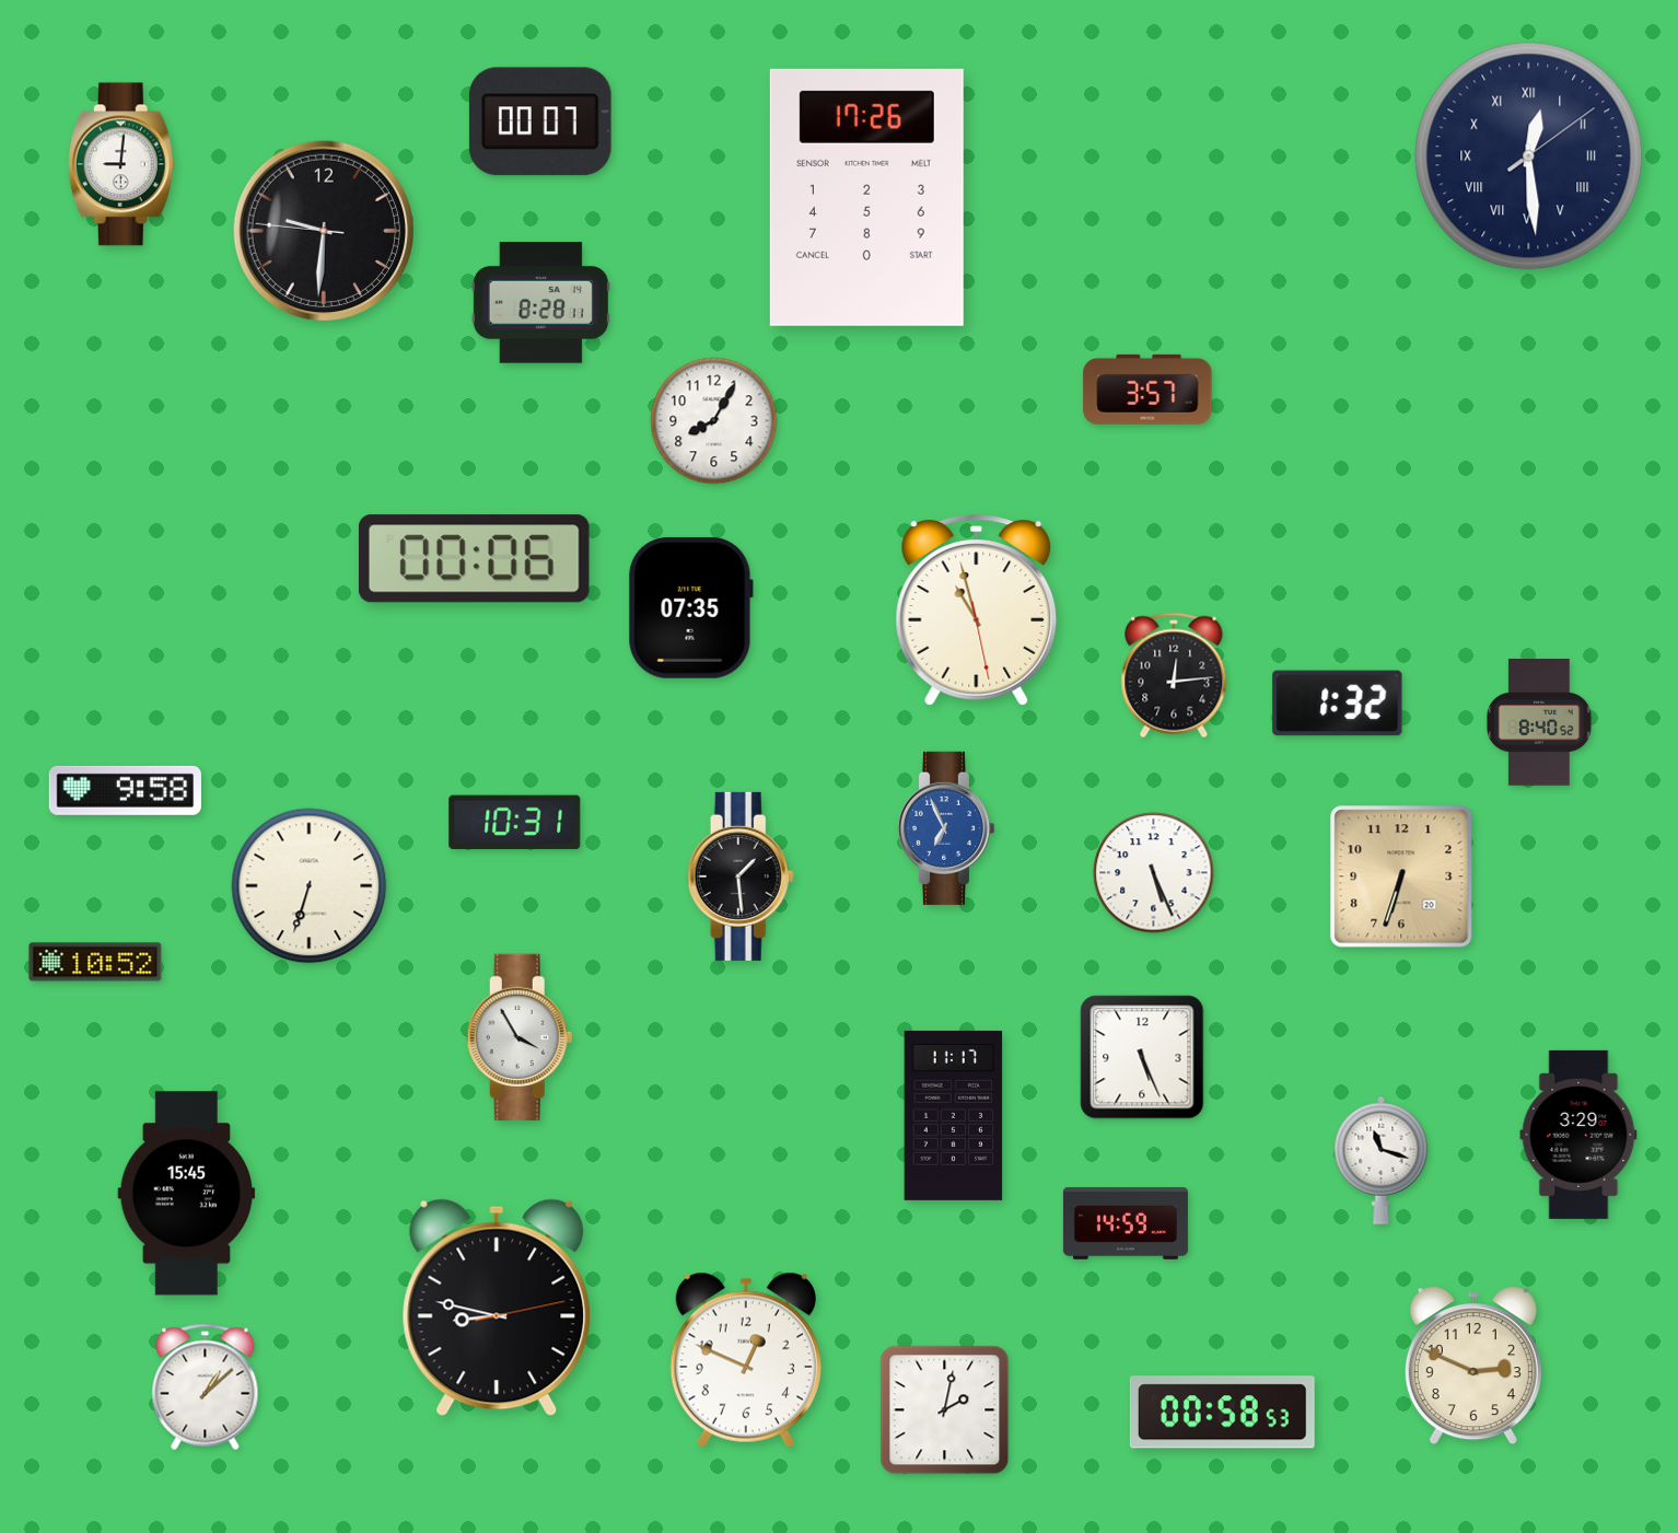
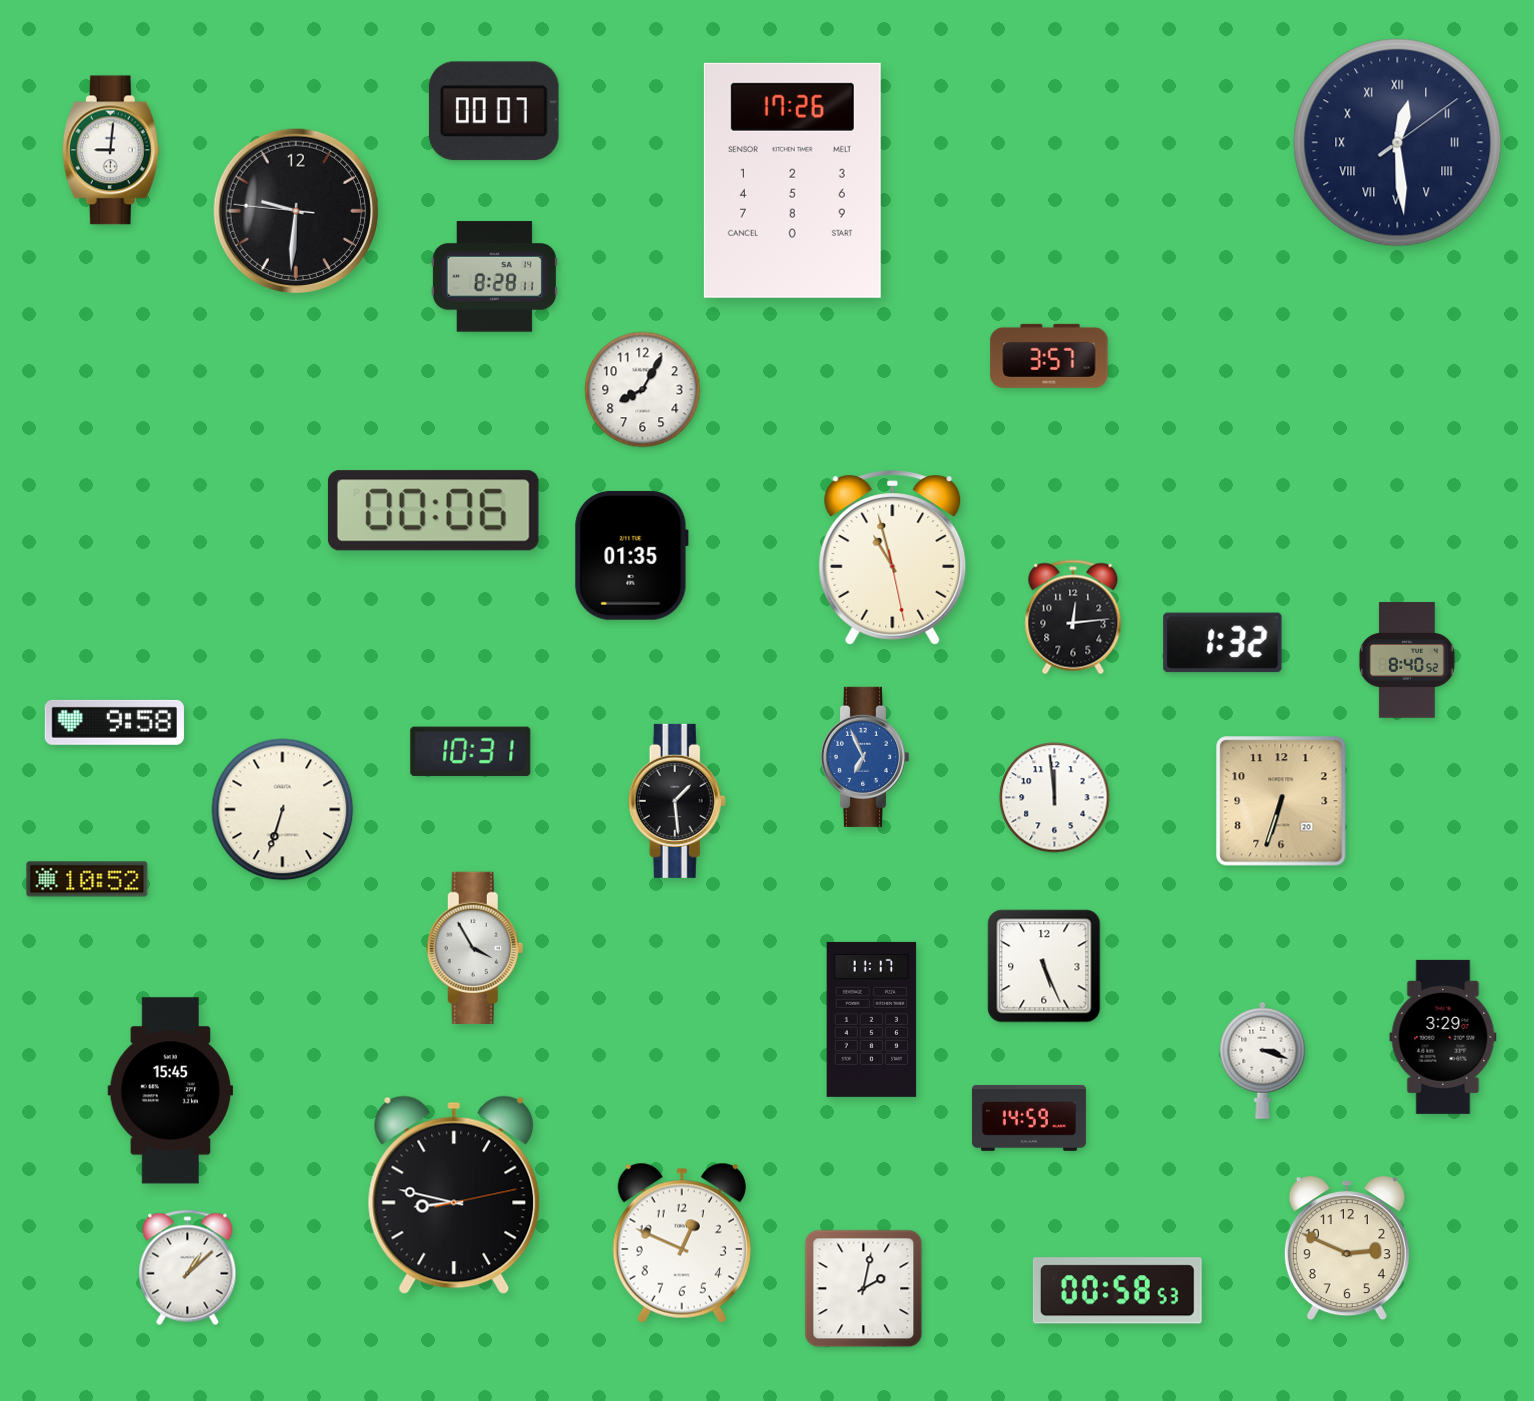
clock at (714, 421) position: (714, 421) -> (643, 390)
clock at (690, 607): 07:35 -> 01:35
clock at (1154, 873): 5:26 -> 11:59
clock at (1382, 1160): 11:18 -> 3:18
